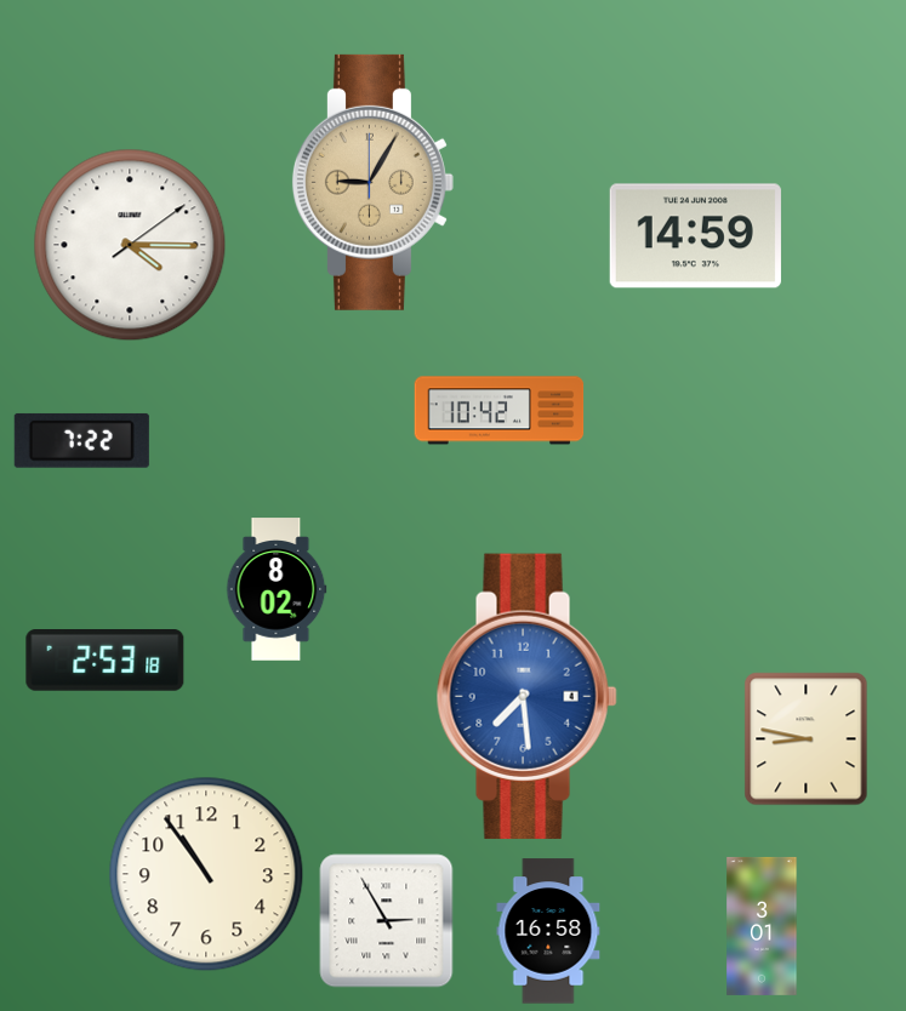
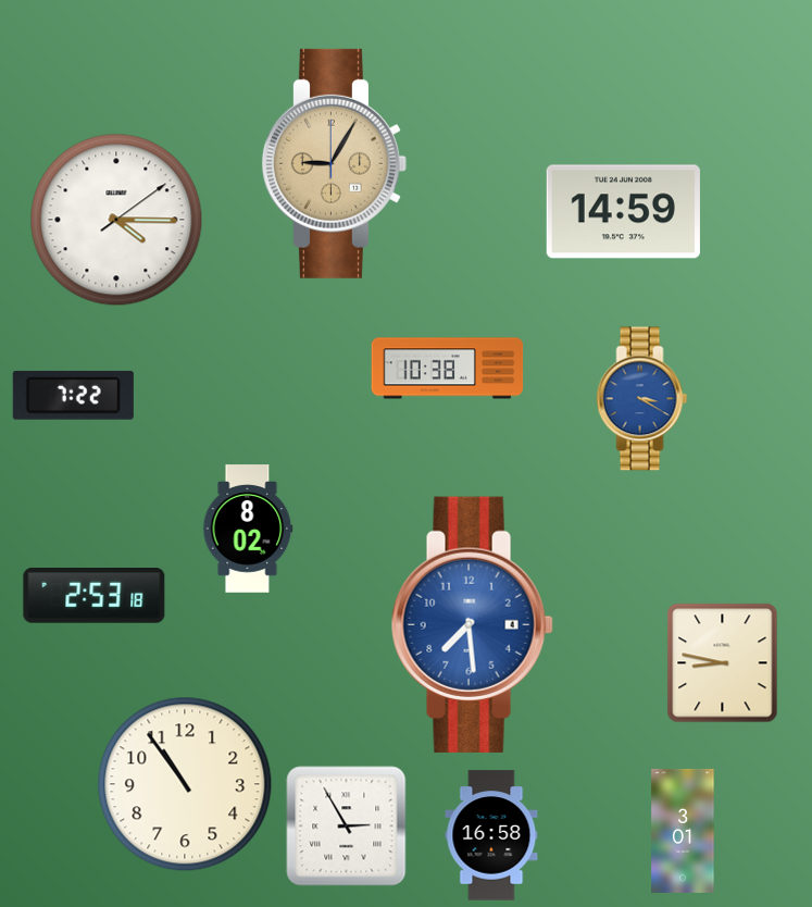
clock at (500, 411): 10:42 -> 10:38
clock at (642, 399): none -> 3:20
clock at (106, 661) position: (106, 661) -> (95, 596)
